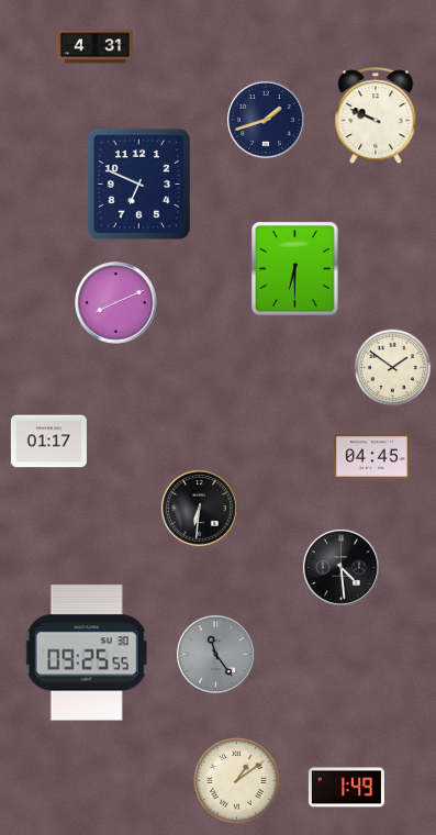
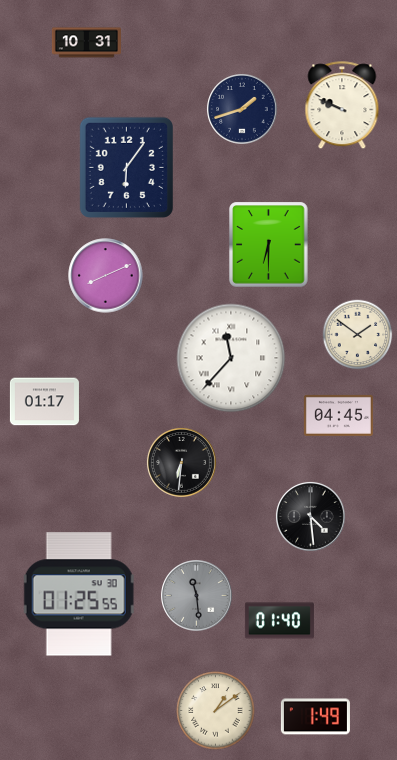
clock at (94, 47): 4:31 -> 10:31
clock at (138, 183): 6:49 -> 6:06
clock at (231, 358): none -> 11:37
clock at (87, 653): 09:25 -> 01:25
clock at (216, 655): 11:24 -> 11:29
clock at (279, 621): none -> 01:40
